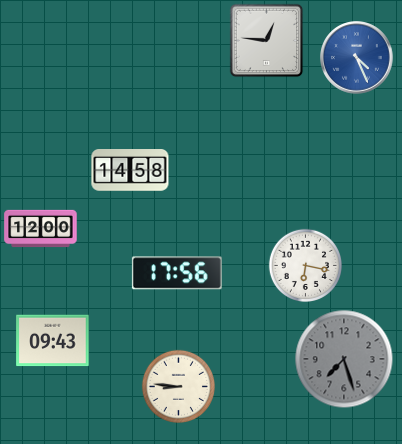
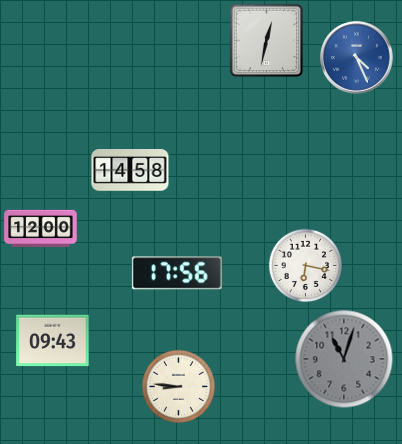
clock at (267, 41): 12:46 -> 12:32
clock at (344, 359): 7:27 -> 11:03
